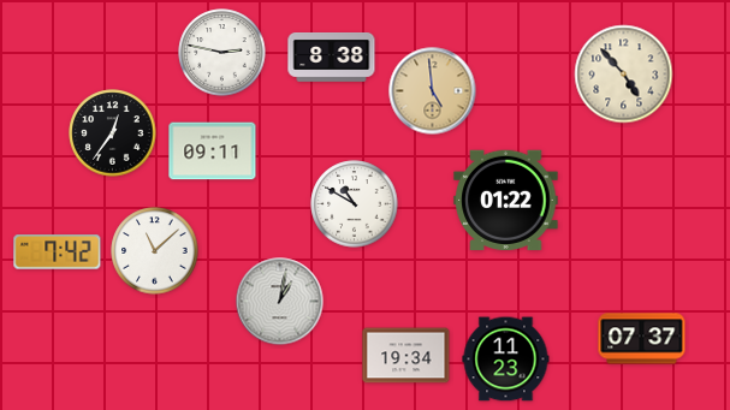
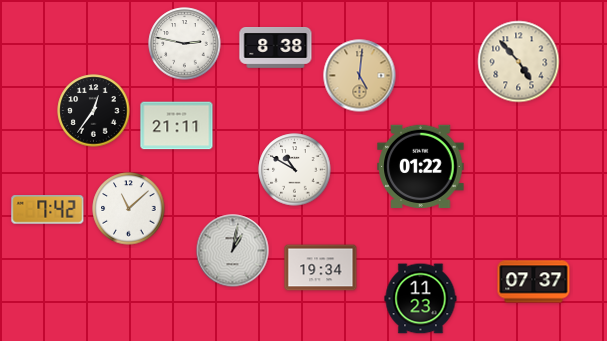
clock at (433, 91): 4:59 -> 5:01
clock at (213, 151): 09:11 -> 21:11
clock at (406, 356) position: (406, 356) -> (321, 268)
